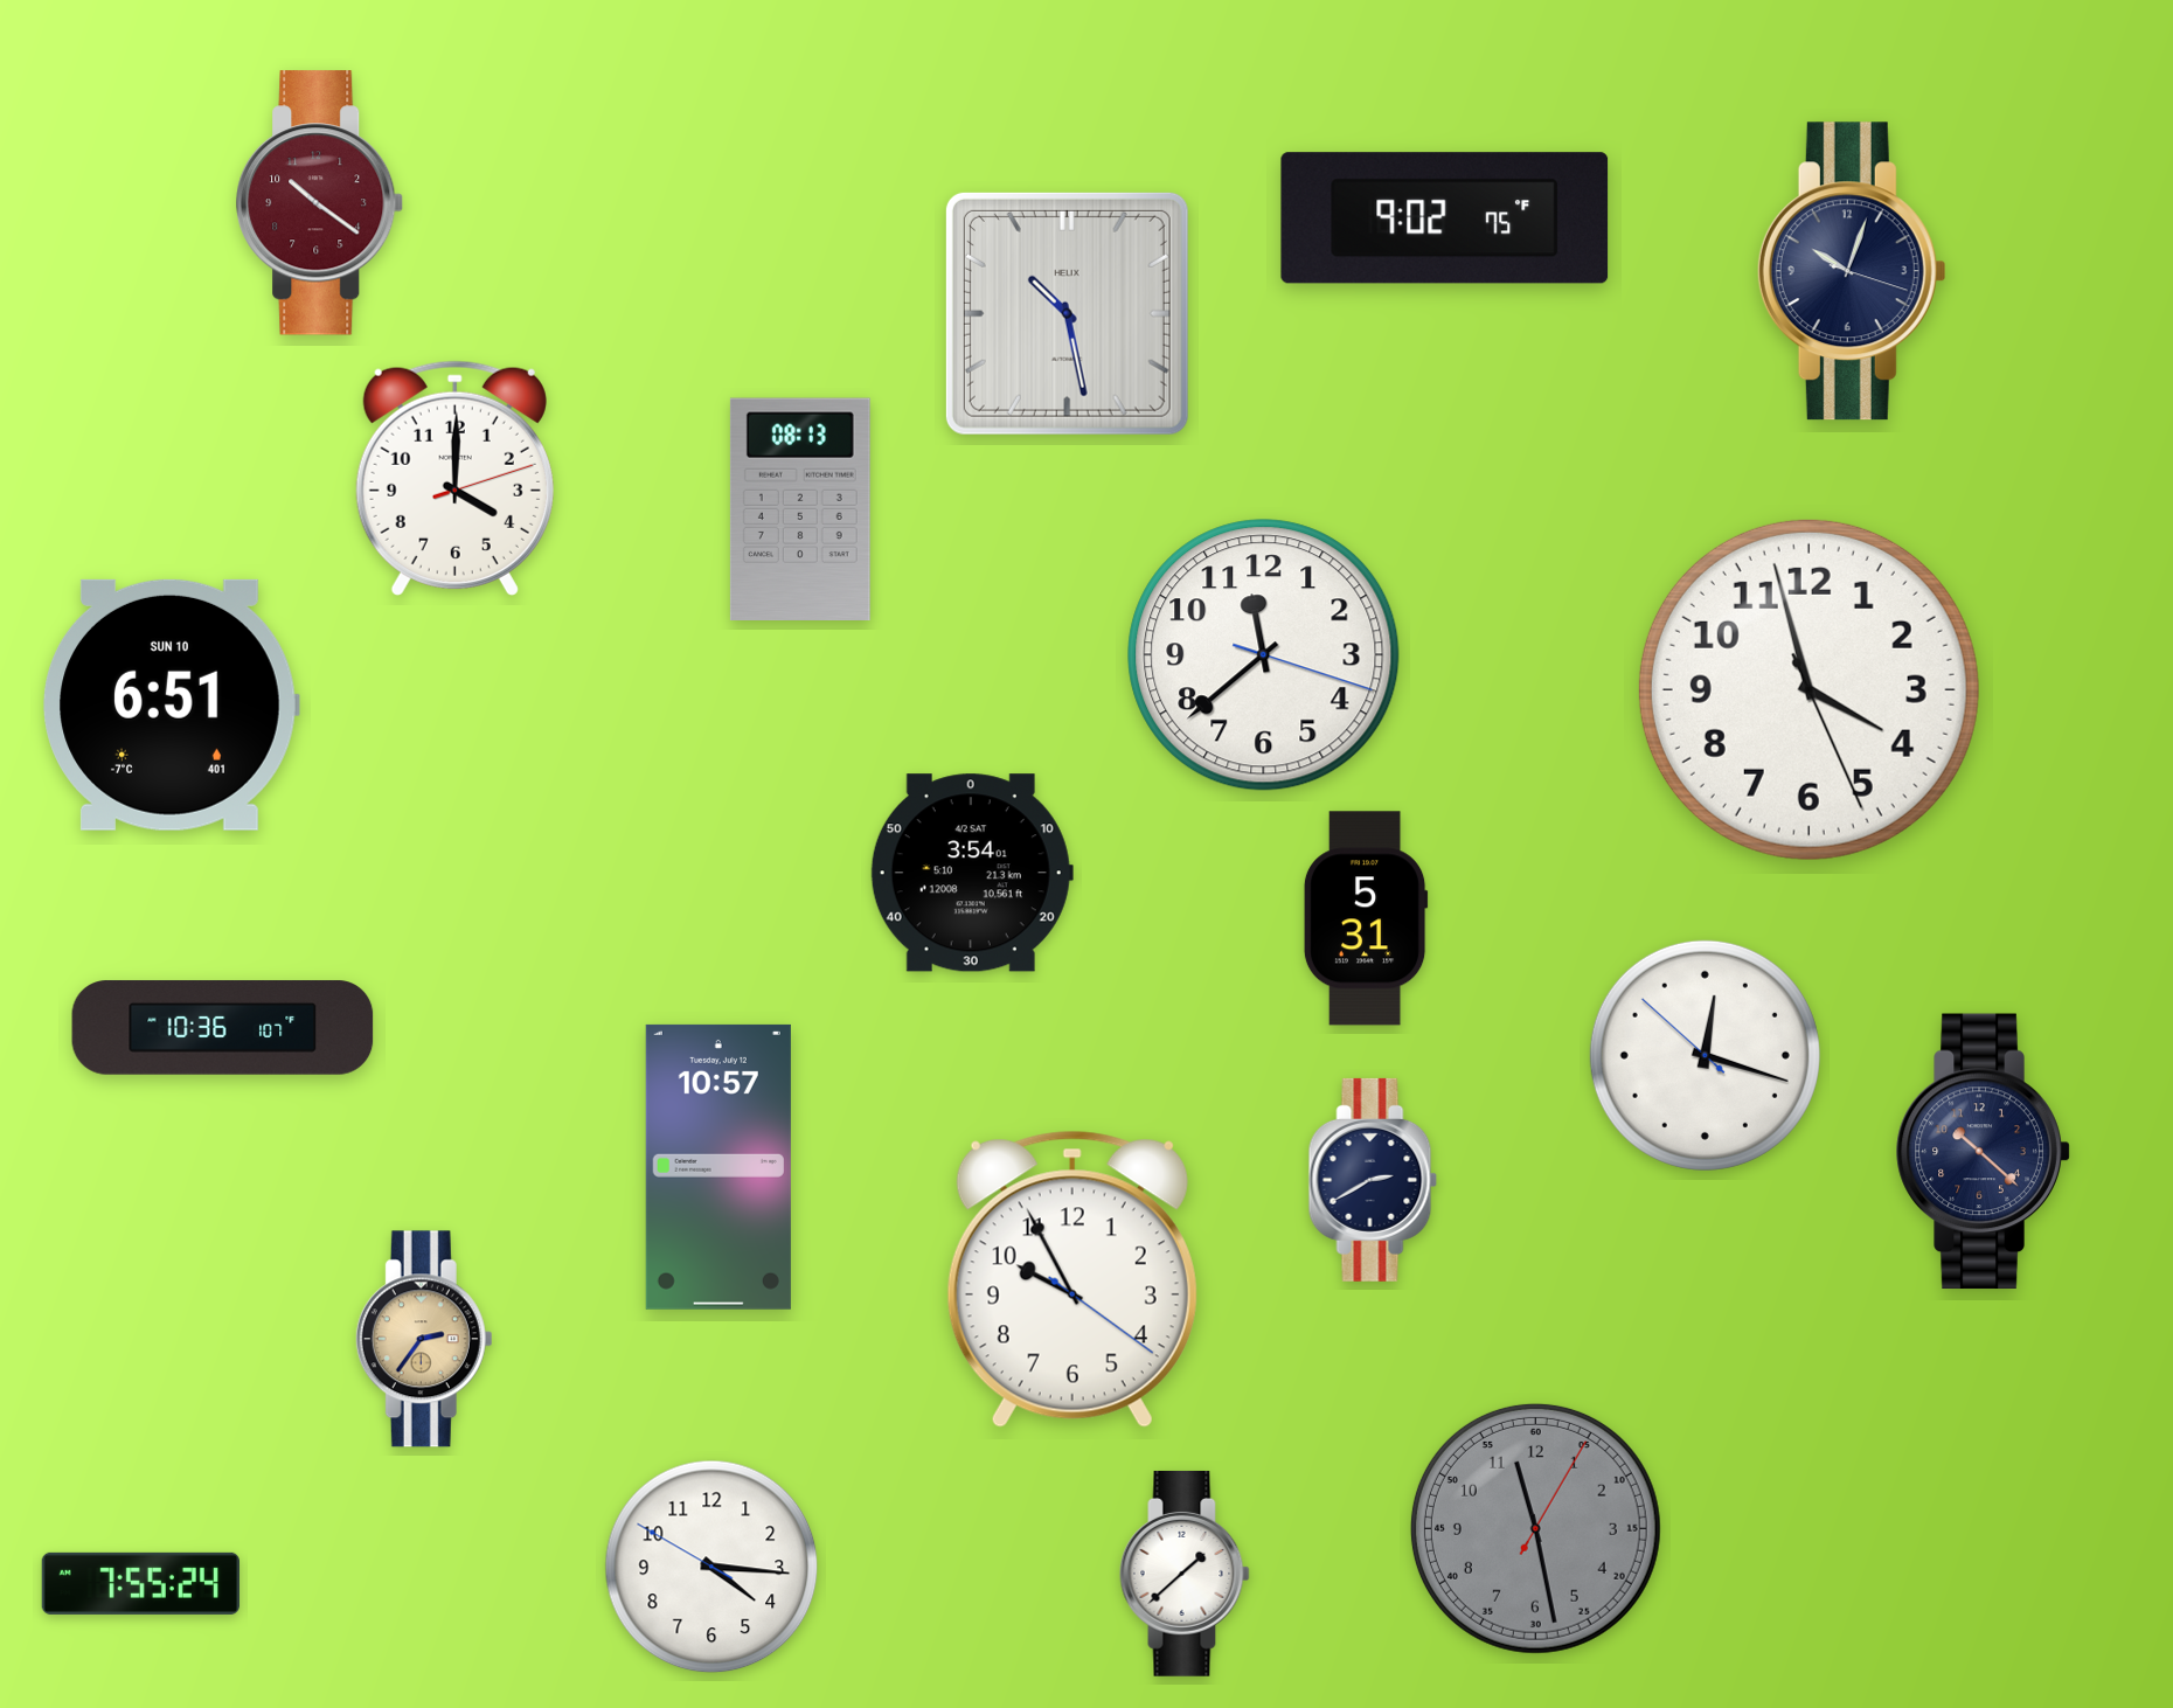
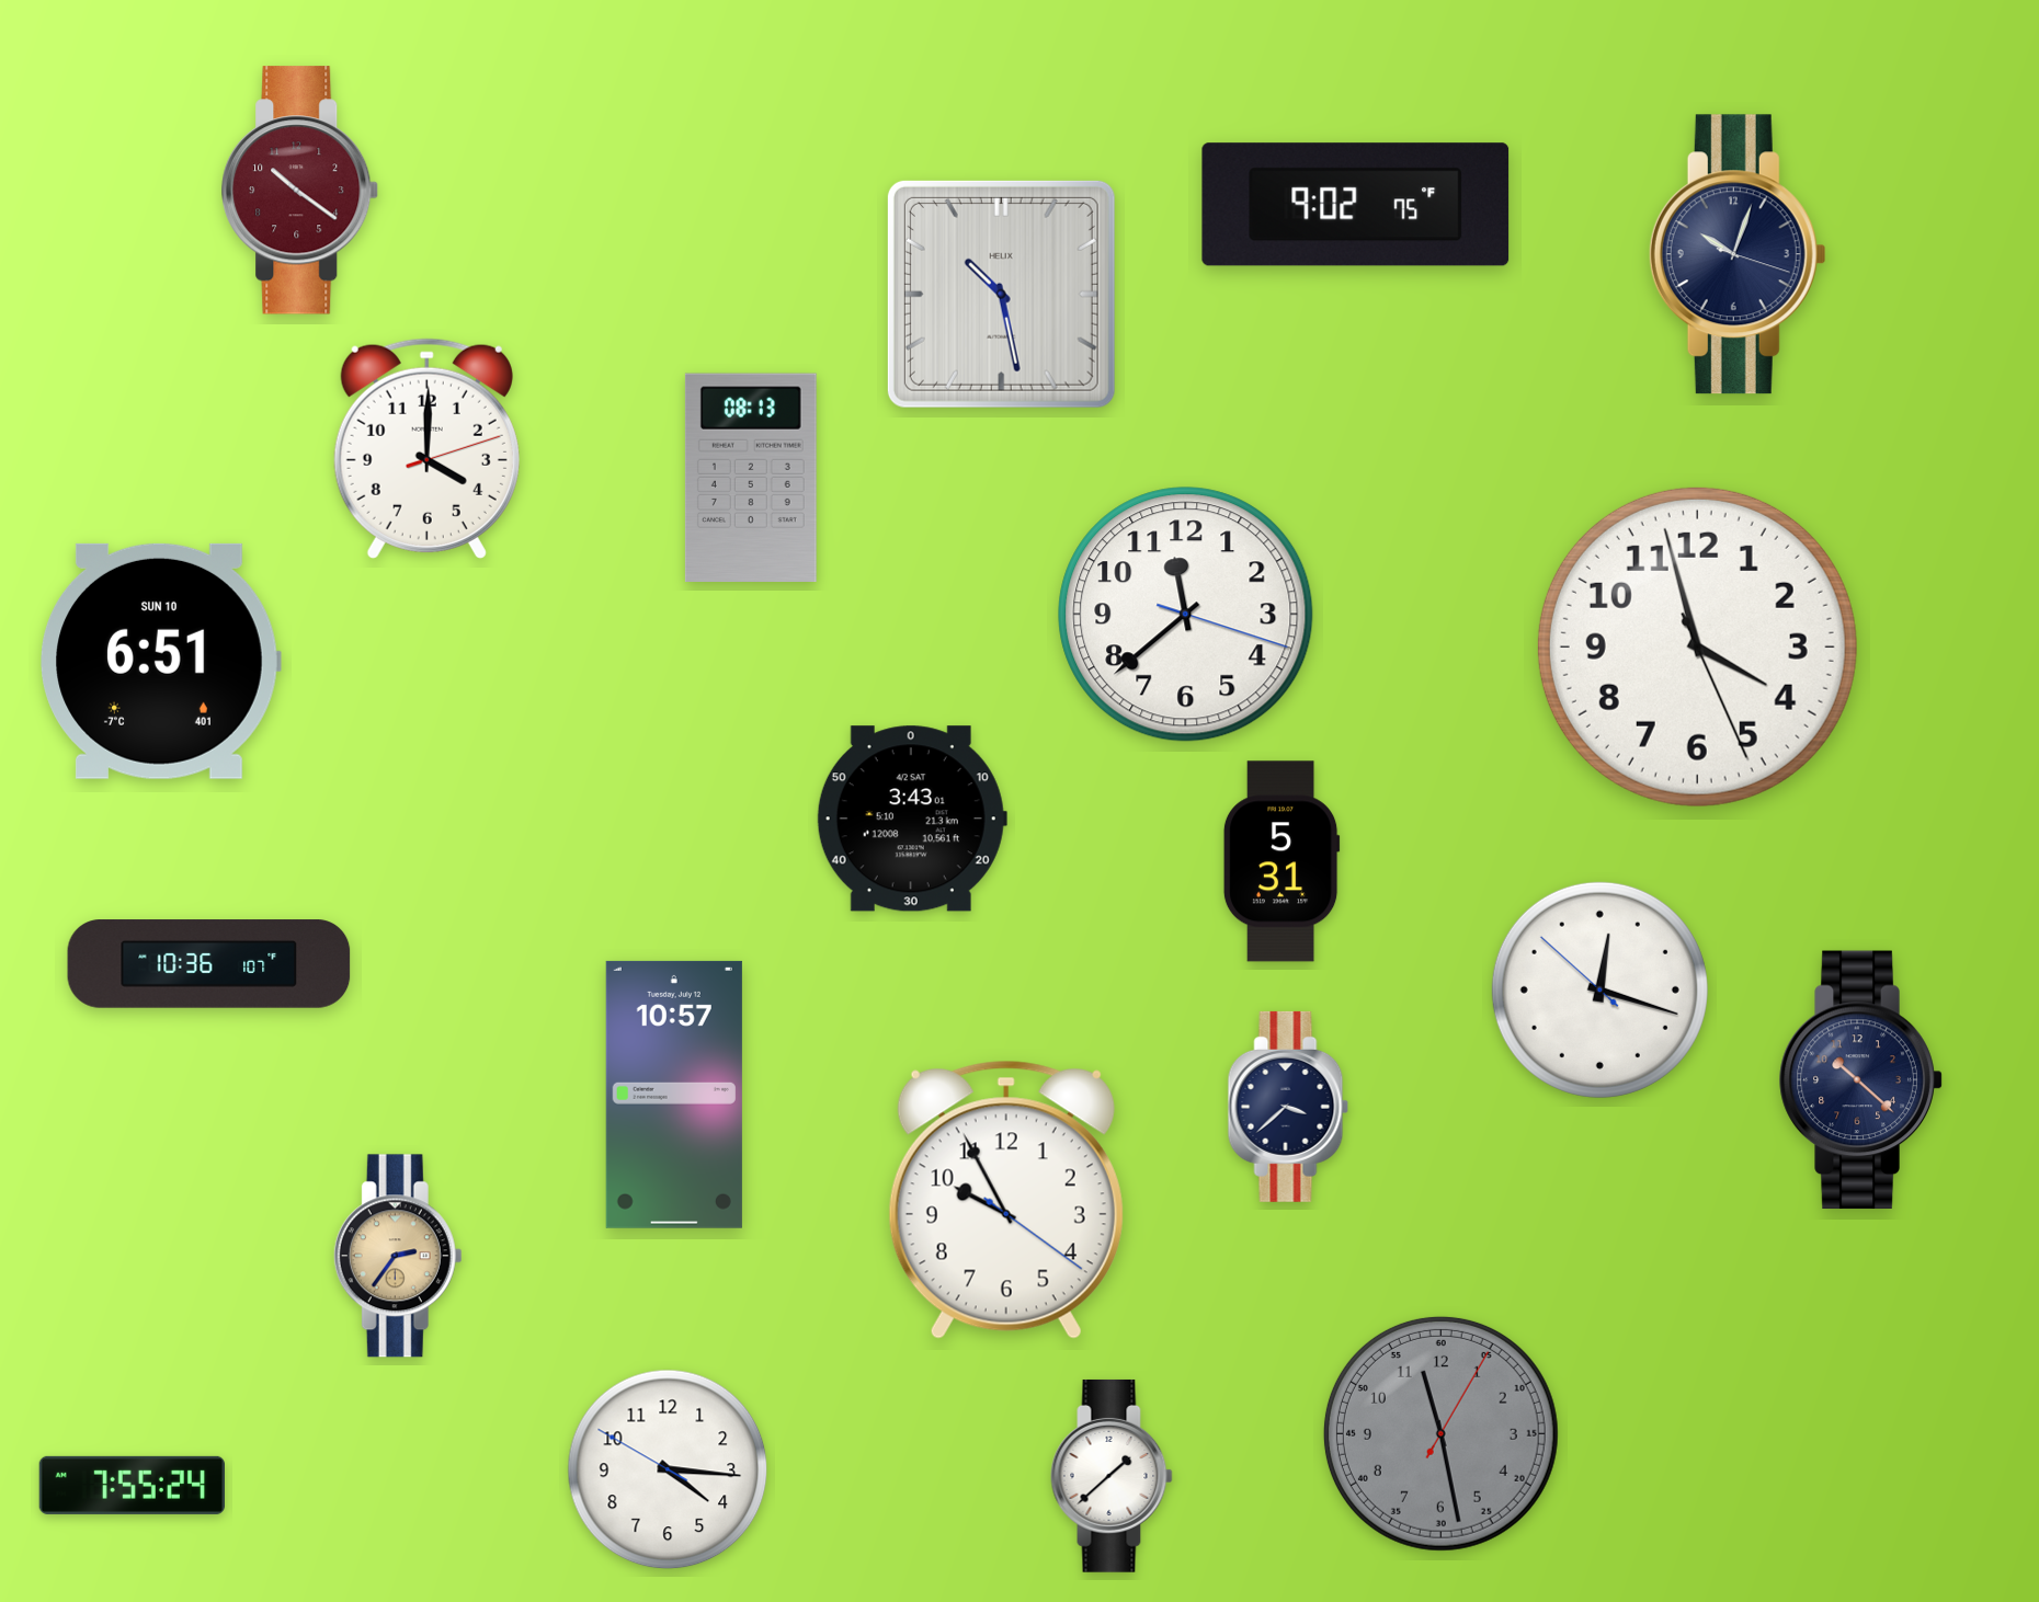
clock at (972, 873): 3:54 -> 3:43
clock at (1373, 1180): 2:40 -> 3:38
